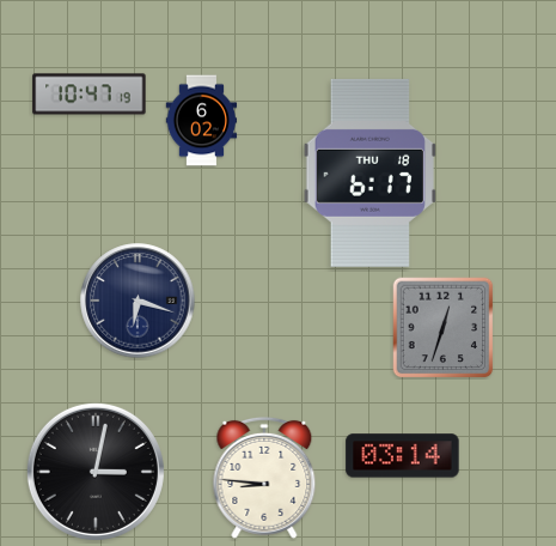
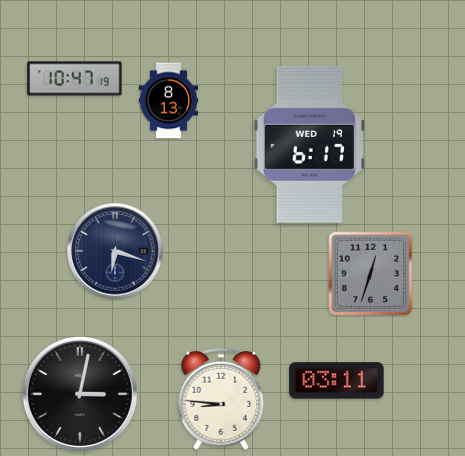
clock at (202, 121): 6:02 -> 8:13
clock at (369, 172) date: THU 18 -> WED 19
clock at (403, 456): 03:14 -> 03:11
